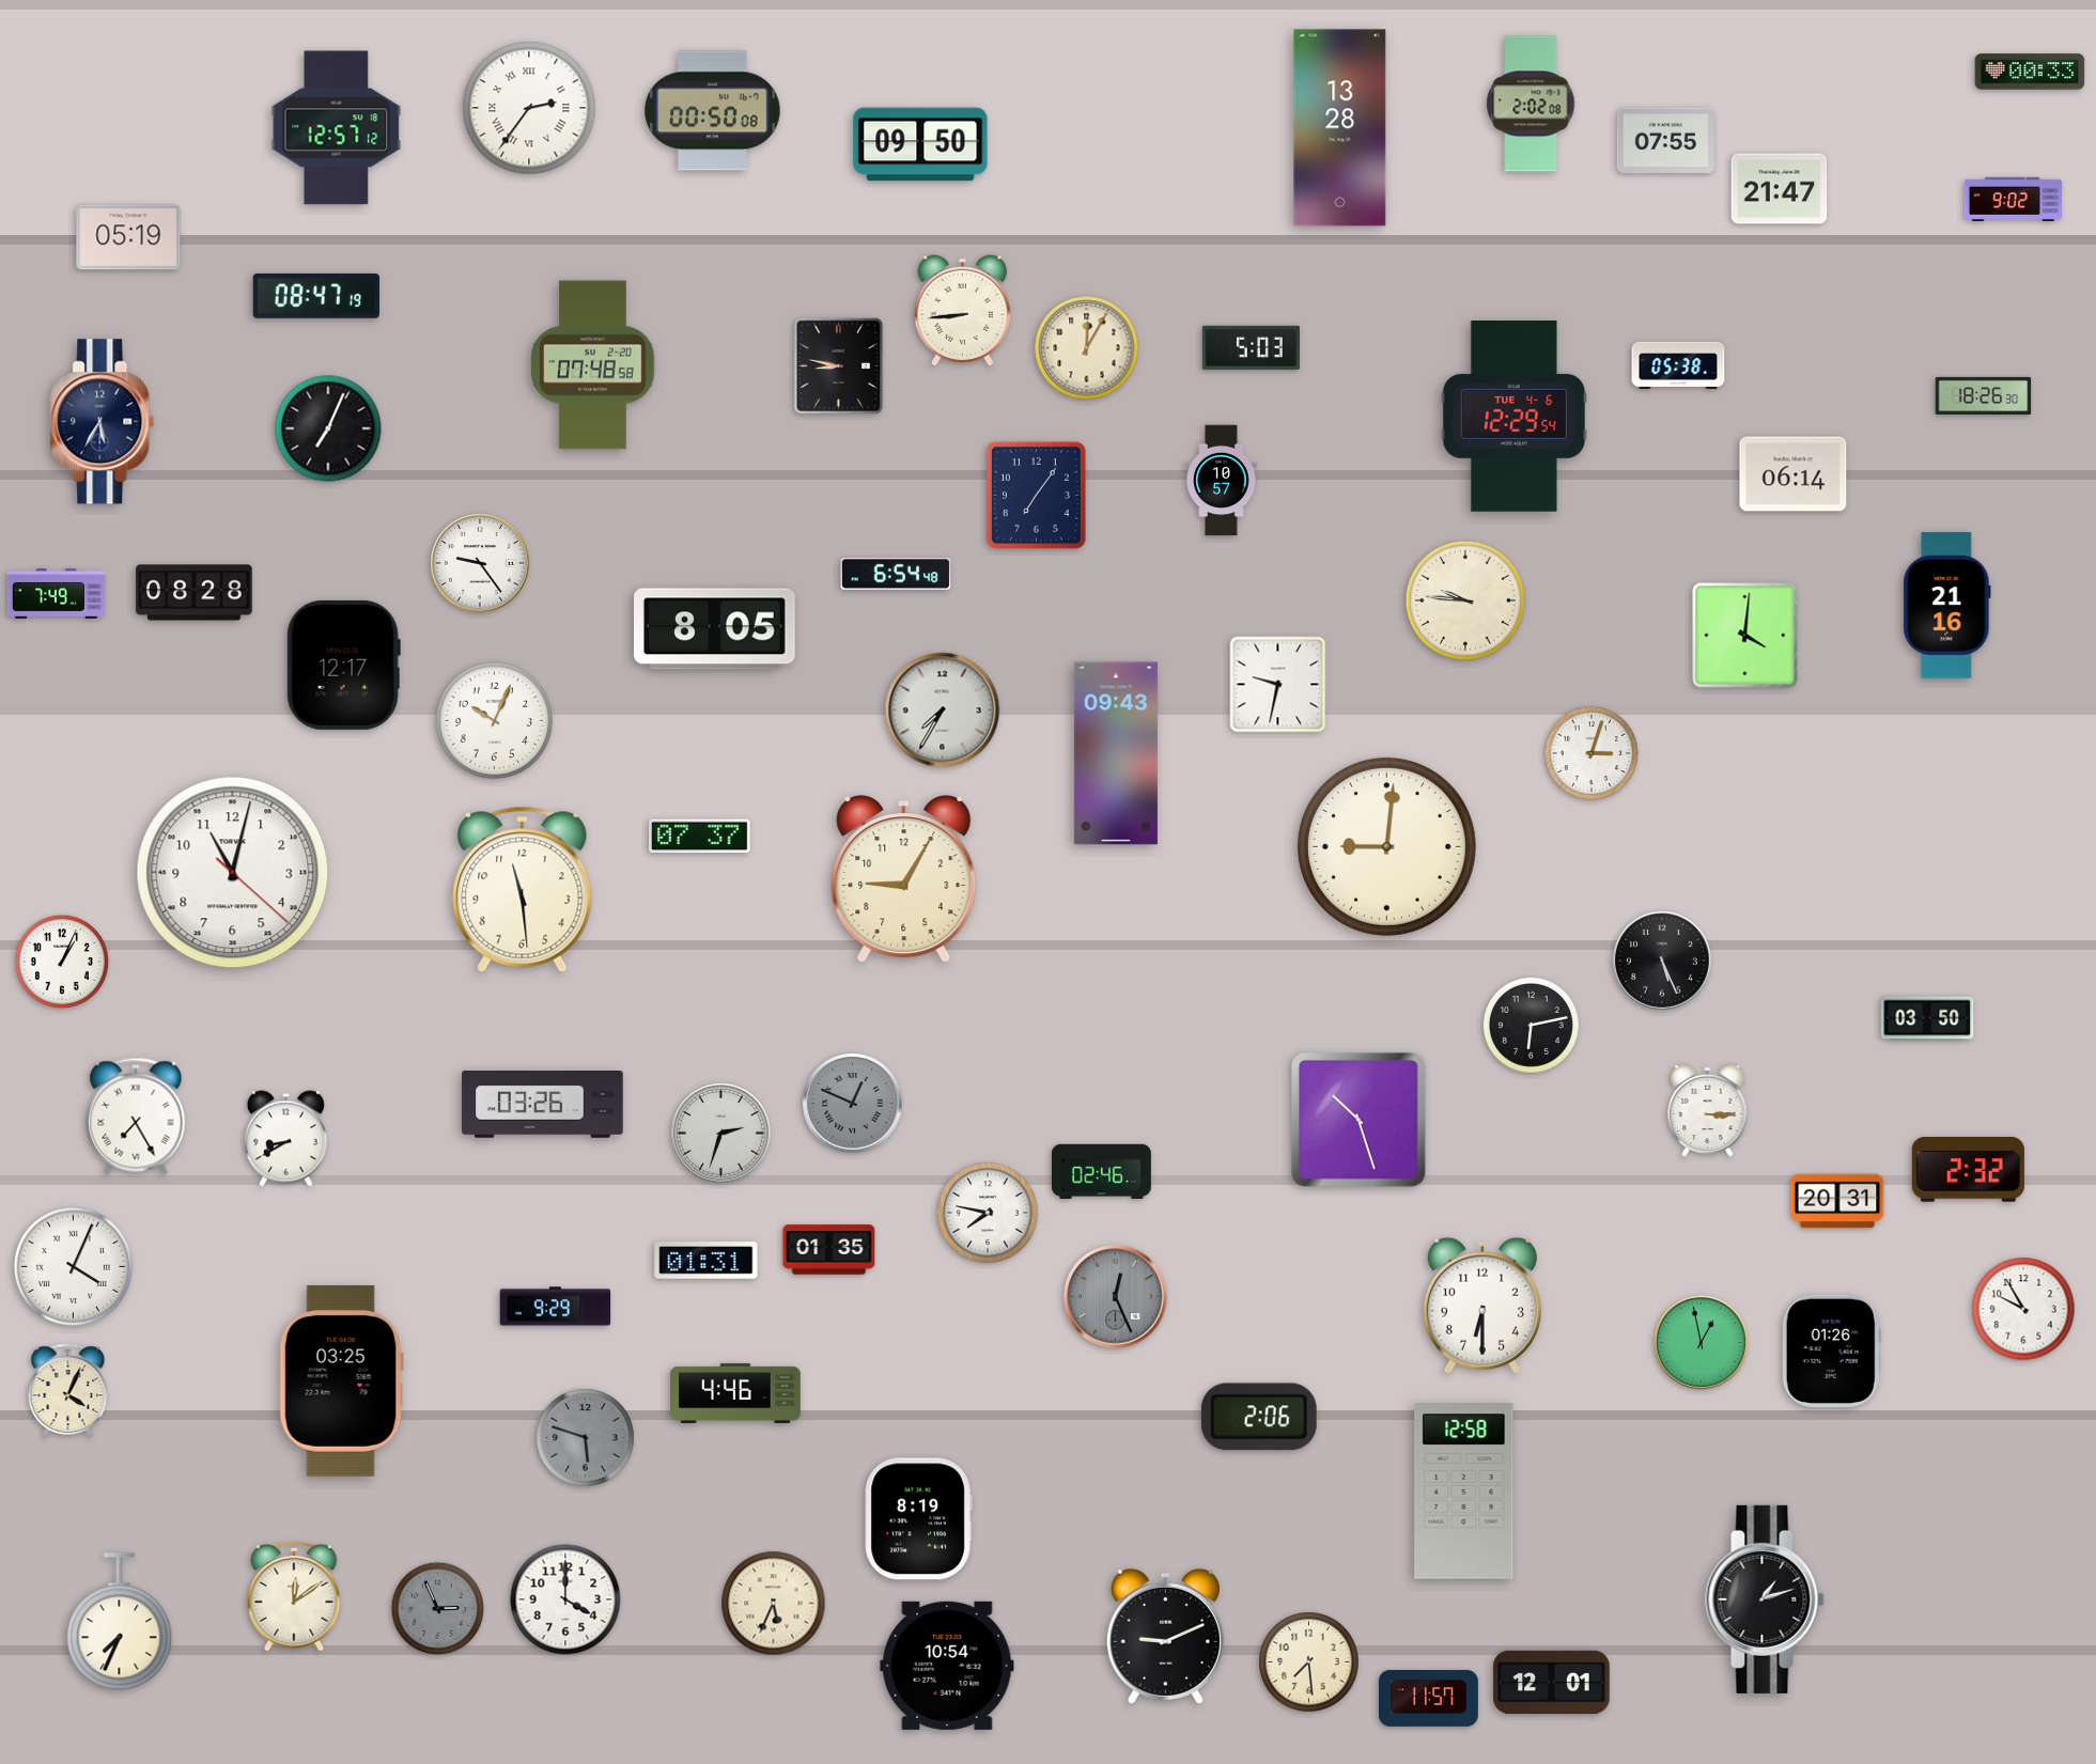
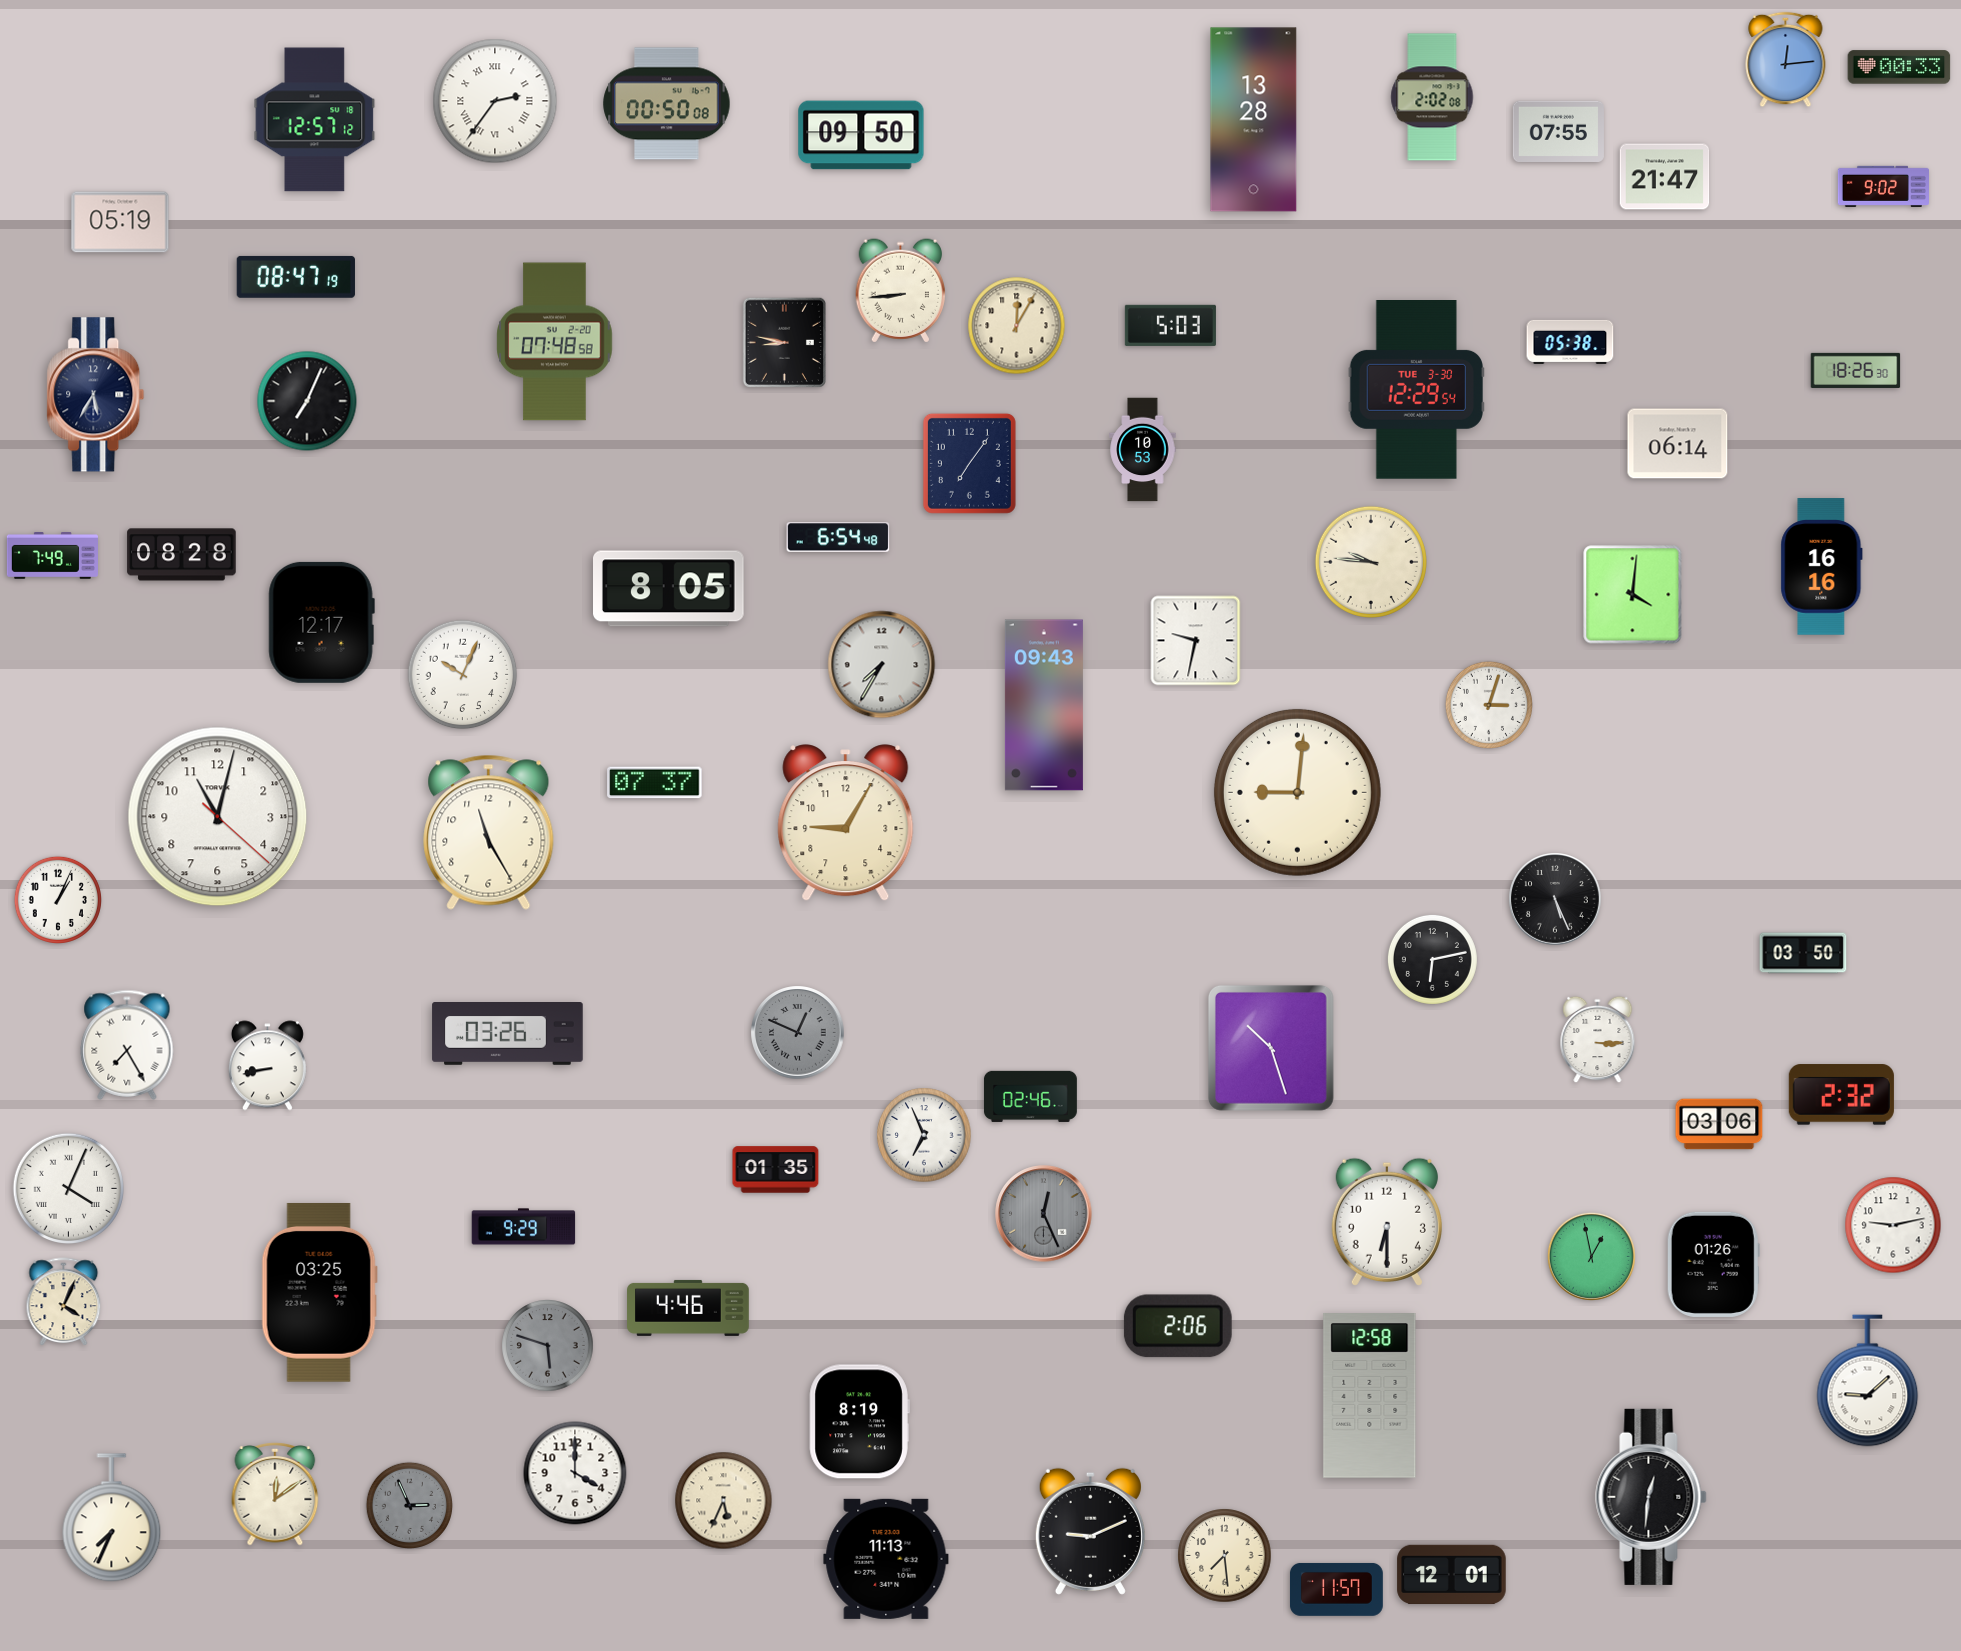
clock at (1786, 60): none -> 12:14
clock at (1513, 417) date: TUE 4-6 -> TUE 3-30
clock at (1222, 481): 10:57 -> 10:53
clock at (481, 564): 9:24 -> none
clock at (1947, 606): 21:16 -> 16:16
clock at (523, 889): 11:29 -> 11:25
clock at (721, 1134): 2:33 -> none
clock at (285, 1139): 8:40 -> 8:43
clock at (1837, 1201): 20:31 -> 03:06
clock at (988, 1213): 7:47 -> 6:56
clock at (707, 1261): 01:31 -> none
clock at (73, 1266) position: (73, 1266) -> (68, 1188)
clock at (556, 1307) position: (556, 1307) -> (524, 1227)
clock at (2023, 1309): 9:55 -> 9:13
clock at (735, 1393) position: (735, 1393) -> (688, 1308)
clock at (1868, 1381): none -> 9:08
clock at (565, 1599) position: (565, 1599) -> (575, 1473)
clock at (1765, 1599): 1:12 -> 12:31
clock at (947, 1666): 10:54 -> 11:13
